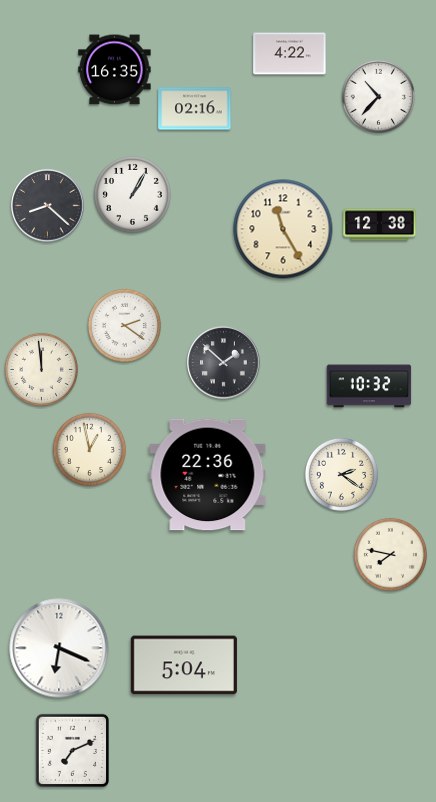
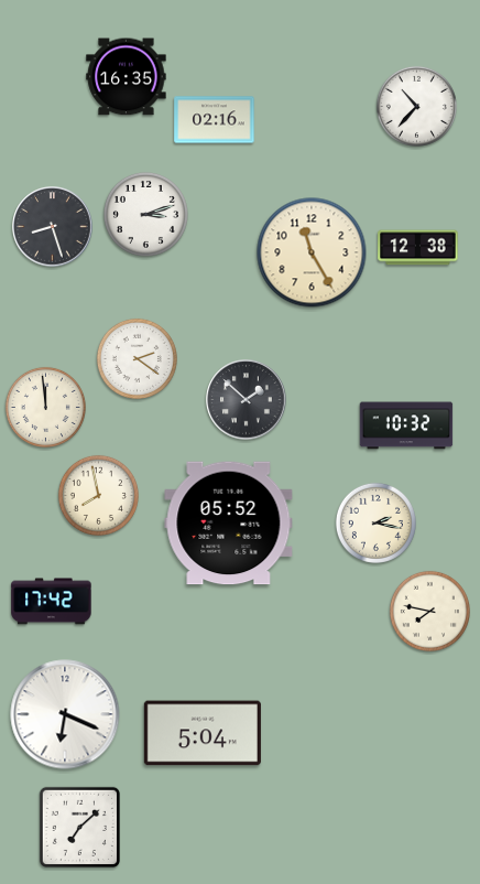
clock at (290, 54): 4:22 -> none
clock at (132, 194): 1:05 -> 3:12
clock at (48, 206): 8:22 -> 8:27
clock at (89, 449): 12:58 -> 7:58
clock at (341, 474): 2:21 -> 2:17
clock at (208, 475): 22:36 -> 05:52
clock at (52, 602): none -> 17:42
clock at (72, 750): 7:11 -> 7:08
